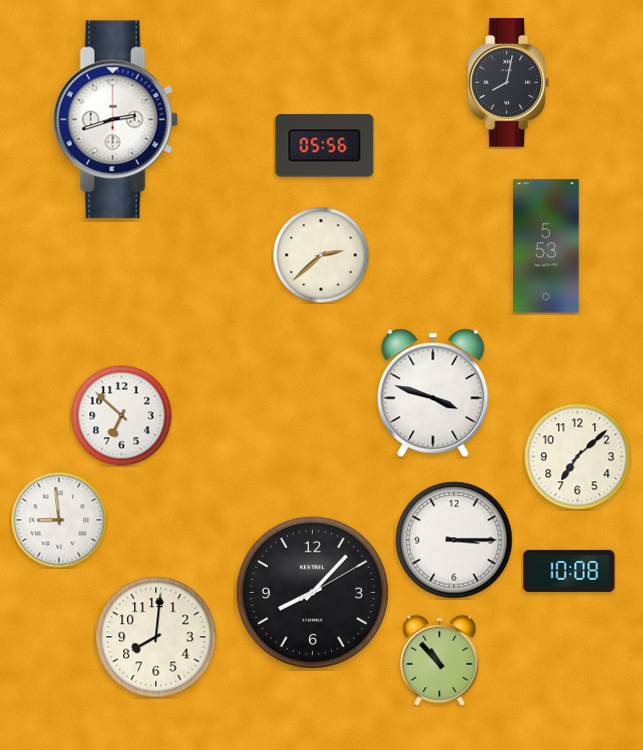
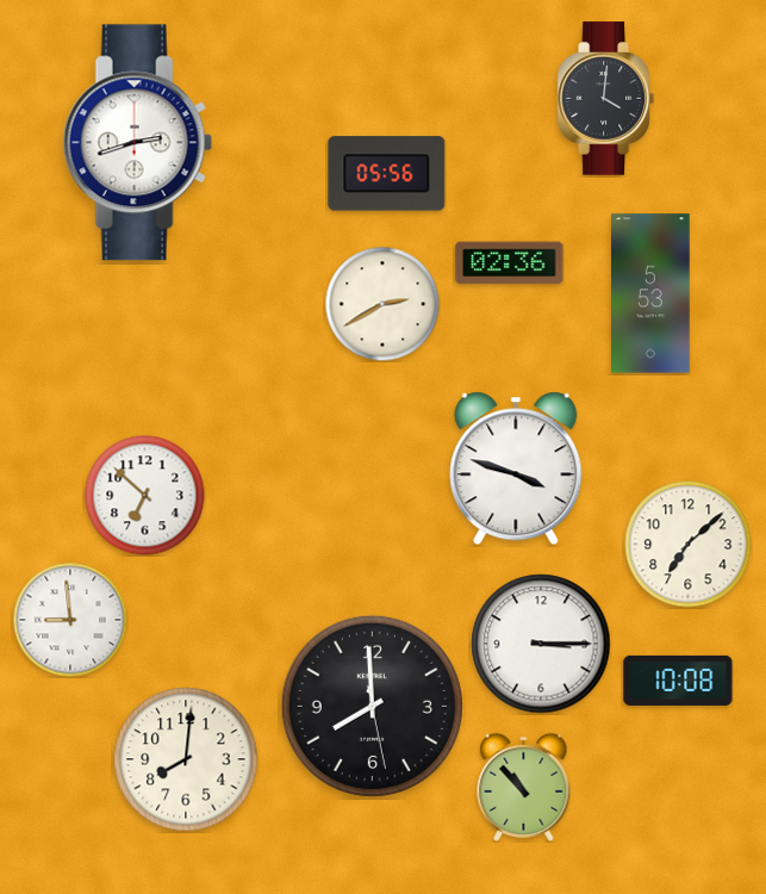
clock at (508, 83): 8:02 -> 4:01
clock at (510, 263): none -> 02:36
clock at (321, 255): 2:38 -> 2:40
clock at (312, 592): 8:07 -> 7:59
